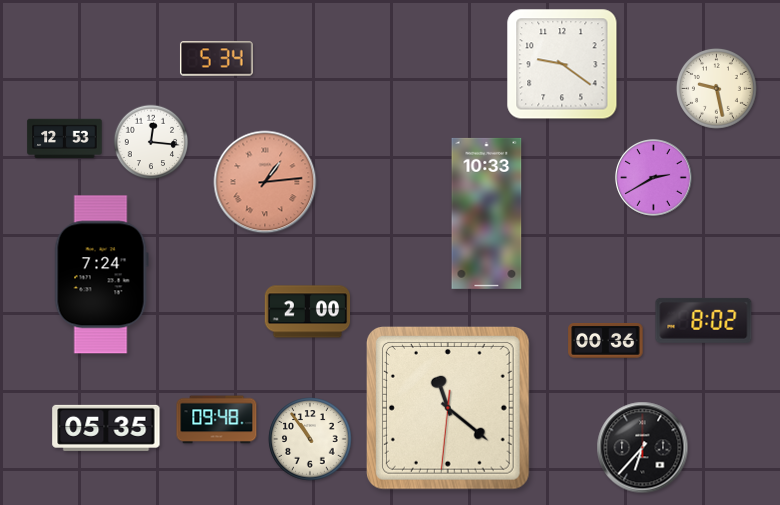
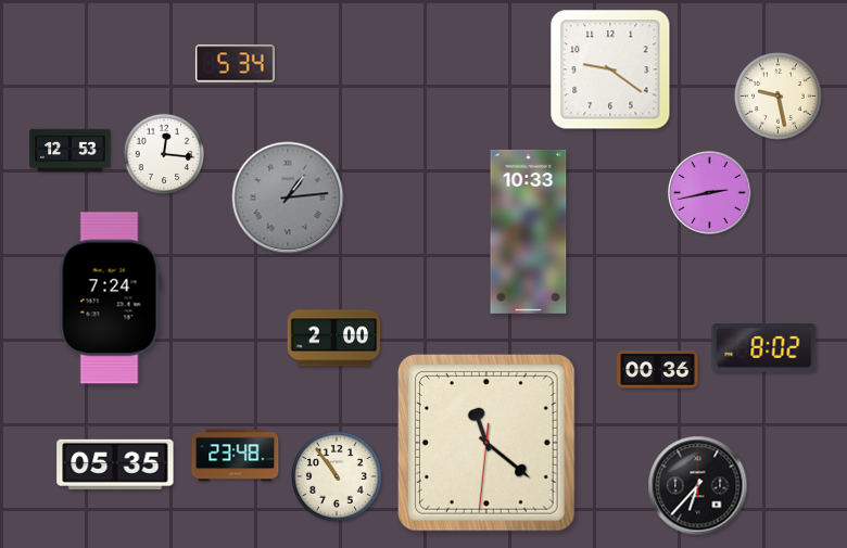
clock at (654, 178): 2:40 -> 2:43
clock at (265, 182) dial: salmon -> grey
clock at (217, 420): 09:48 -> 23:48
